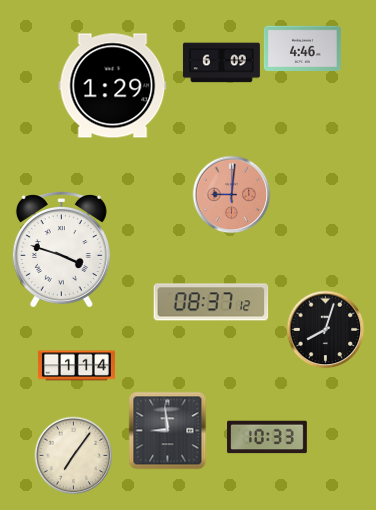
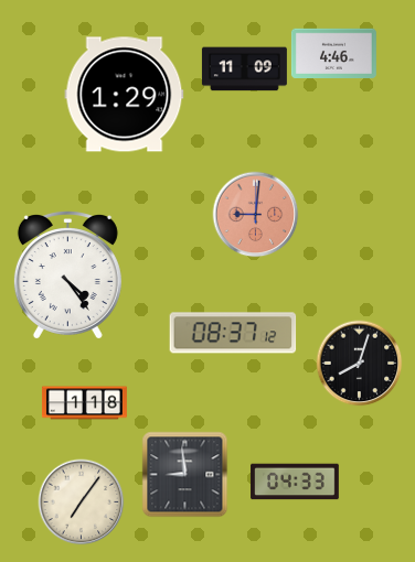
clock at (221, 63): 6:09 -> 11:09
clock at (61, 250): 3:48 -> 4:24
clock at (76, 366): 1:14 -> 1:18
clock at (267, 437): 10:33 -> 04:33
